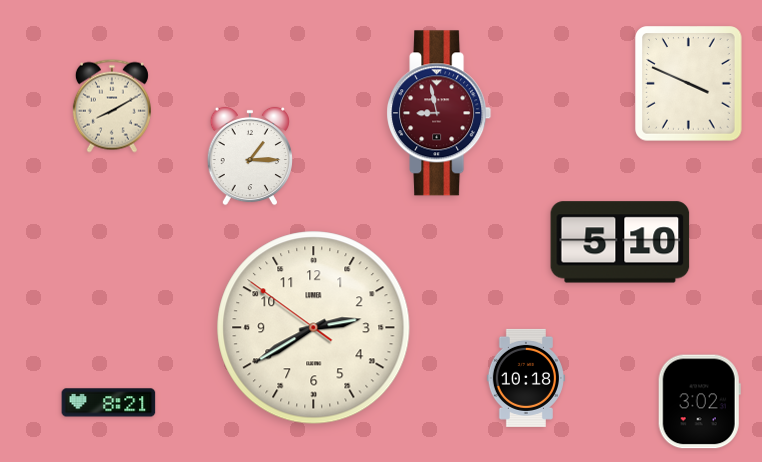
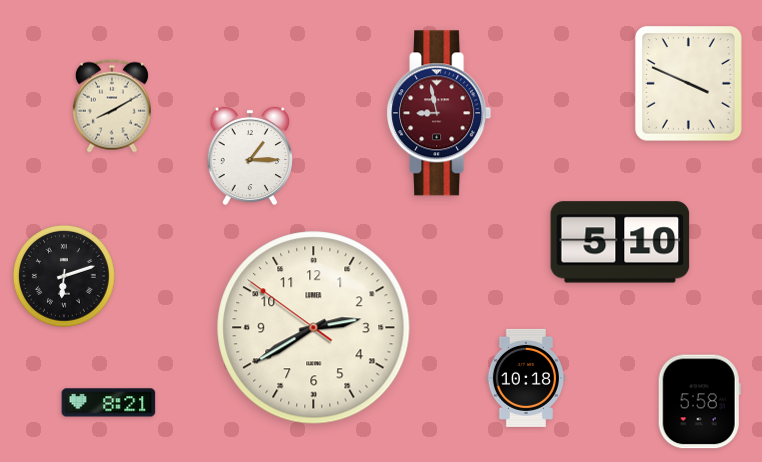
clock at (64, 276): none -> 6:12
clock at (699, 402): 3:02 -> 5:58
